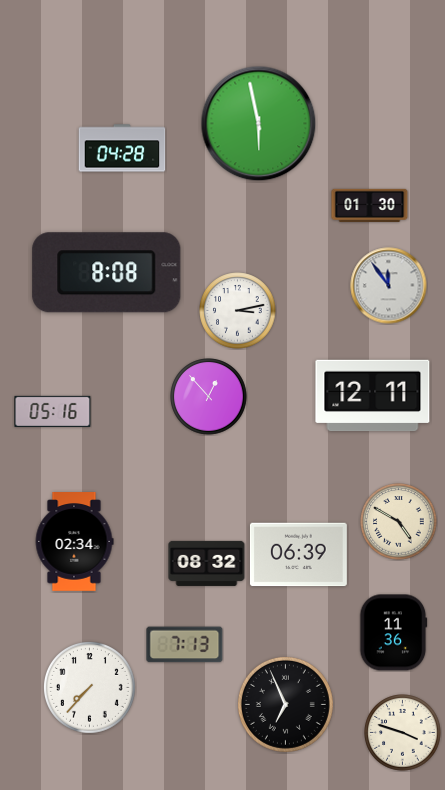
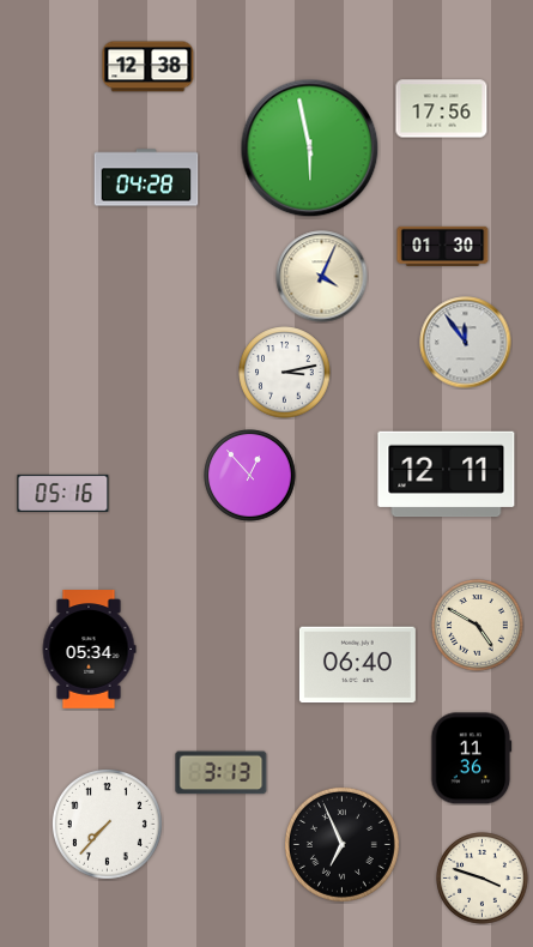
clock at (149, 67): none -> 12:38
clock at (442, 109): none -> 17:56
clock at (322, 277): none -> 4:04
clock at (107, 273): 8:08 -> none
clock at (74, 542): 02:34 -> 05:34
clock at (298, 555): 06:39 -> 06:40
clock at (207, 563): 08:32 -> none
clock at (185, 645): 7:13 -> 3:13
